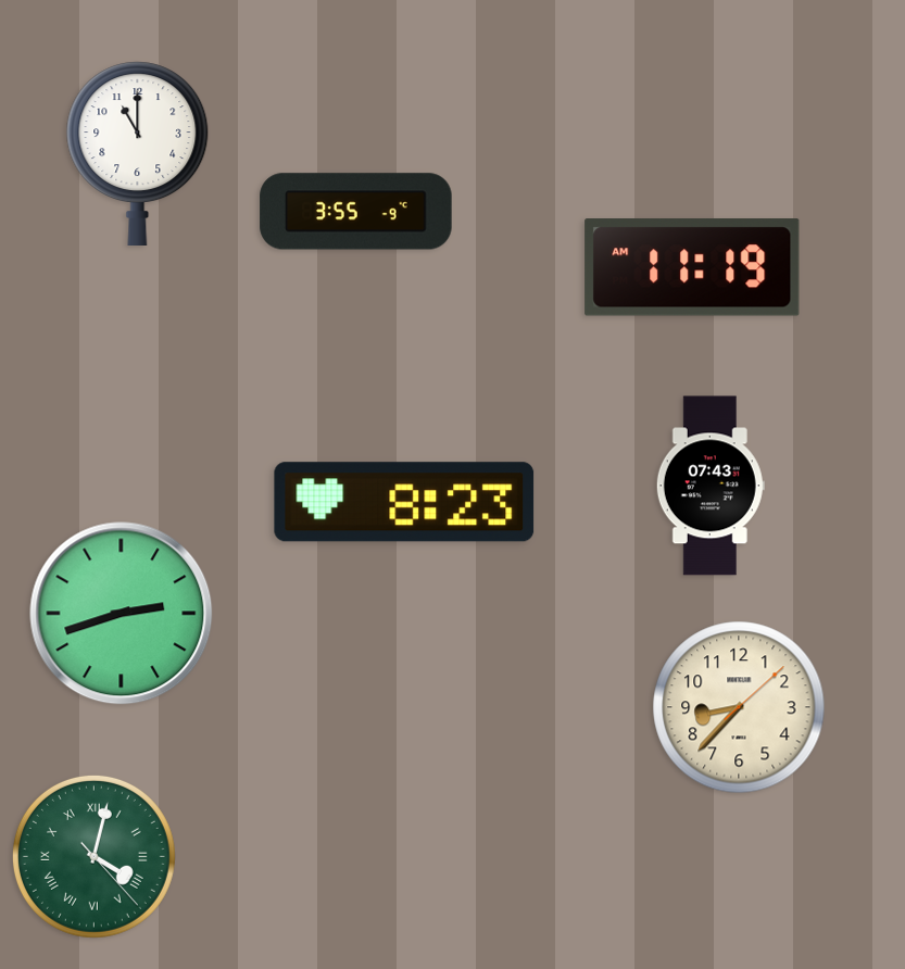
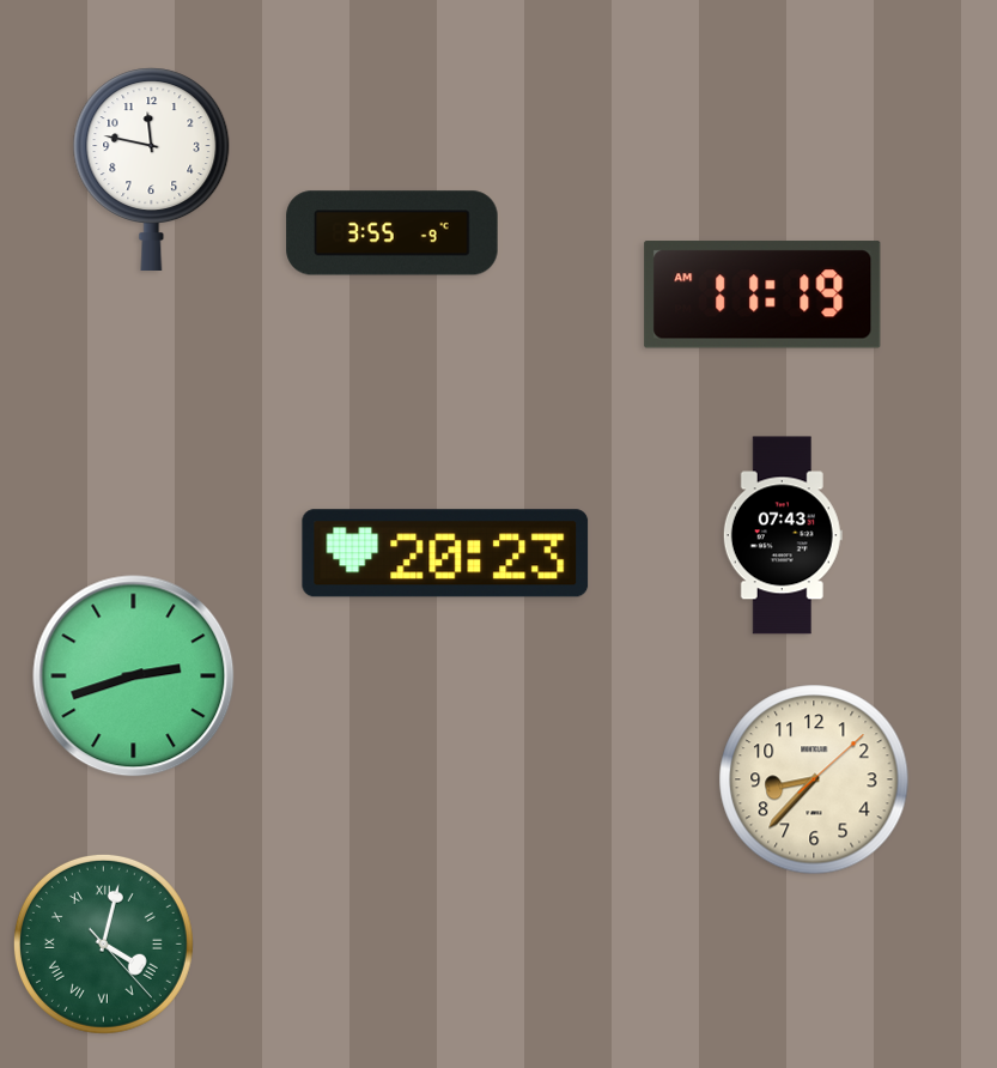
clock at (138, 153): 11:00 -> 11:47
clock at (404, 502): 8:23 -> 20:23
